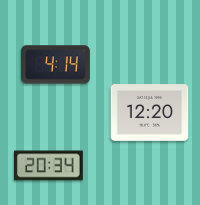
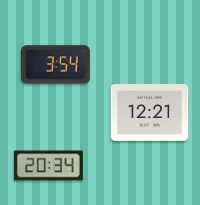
clock at (56, 65): 4:14 -> 3:54
clock at (150, 113): 12:20 -> 12:21
